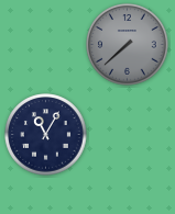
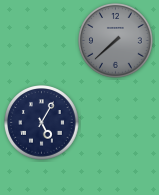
clock at (46, 135): 11:05 -> 5:05
